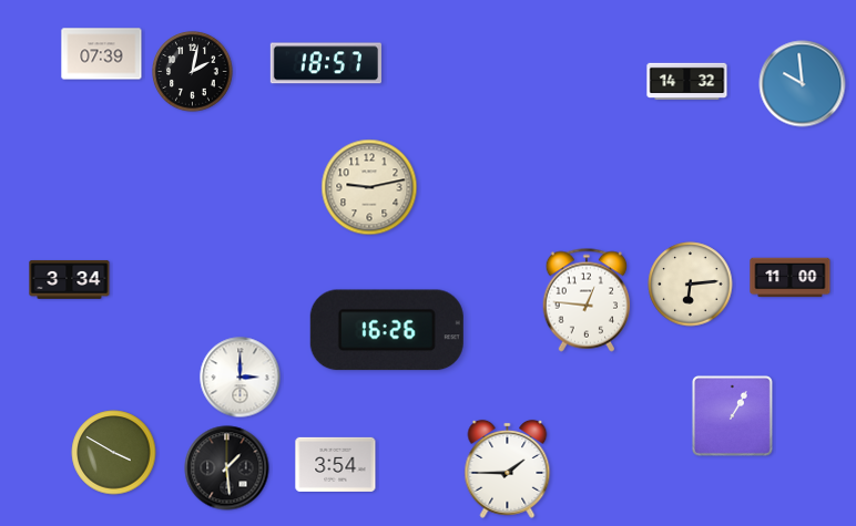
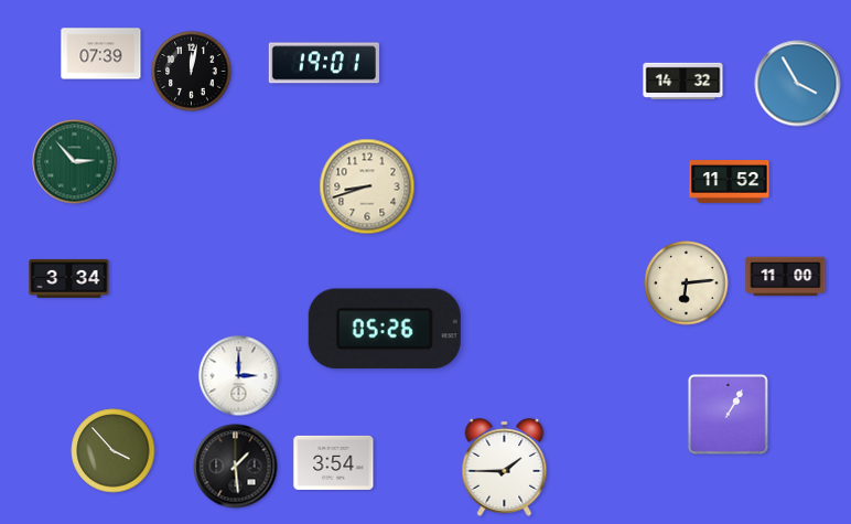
clock at (326, 63): 18:57 -> 19:01
clock at (193, 72): 2:02 -> 12:02
clock at (803, 84): 9:59 -> 3:55
clock at (75, 162): none -> 2:53
clock at (730, 182): none -> 11:52
clock at (369, 187): 9:13 -> 8:42
clock at (585, 300): 12:46 -> none
clock at (387, 330): 16:26 -> 05:26
clock at (114, 453): 3:50 -> 3:53
clock at (227, 468) position: (227, 468) -> (236, 467)
